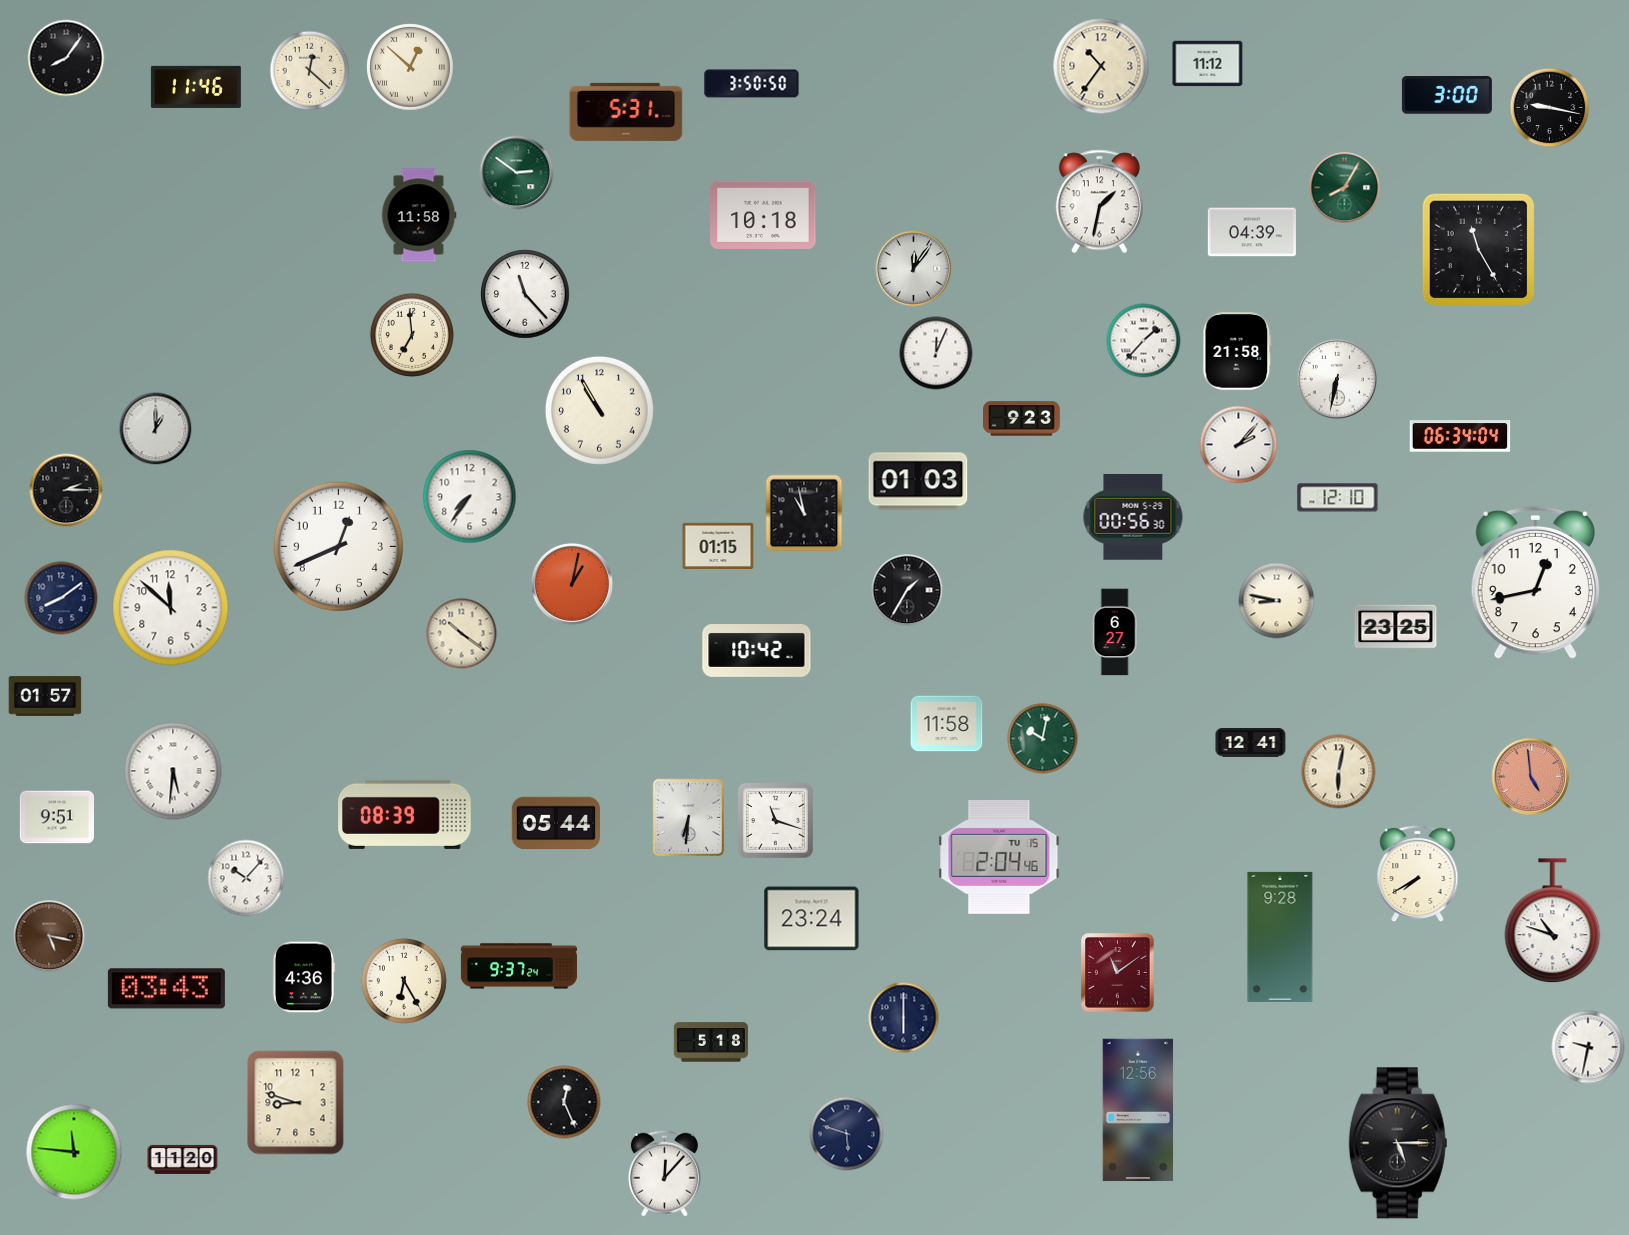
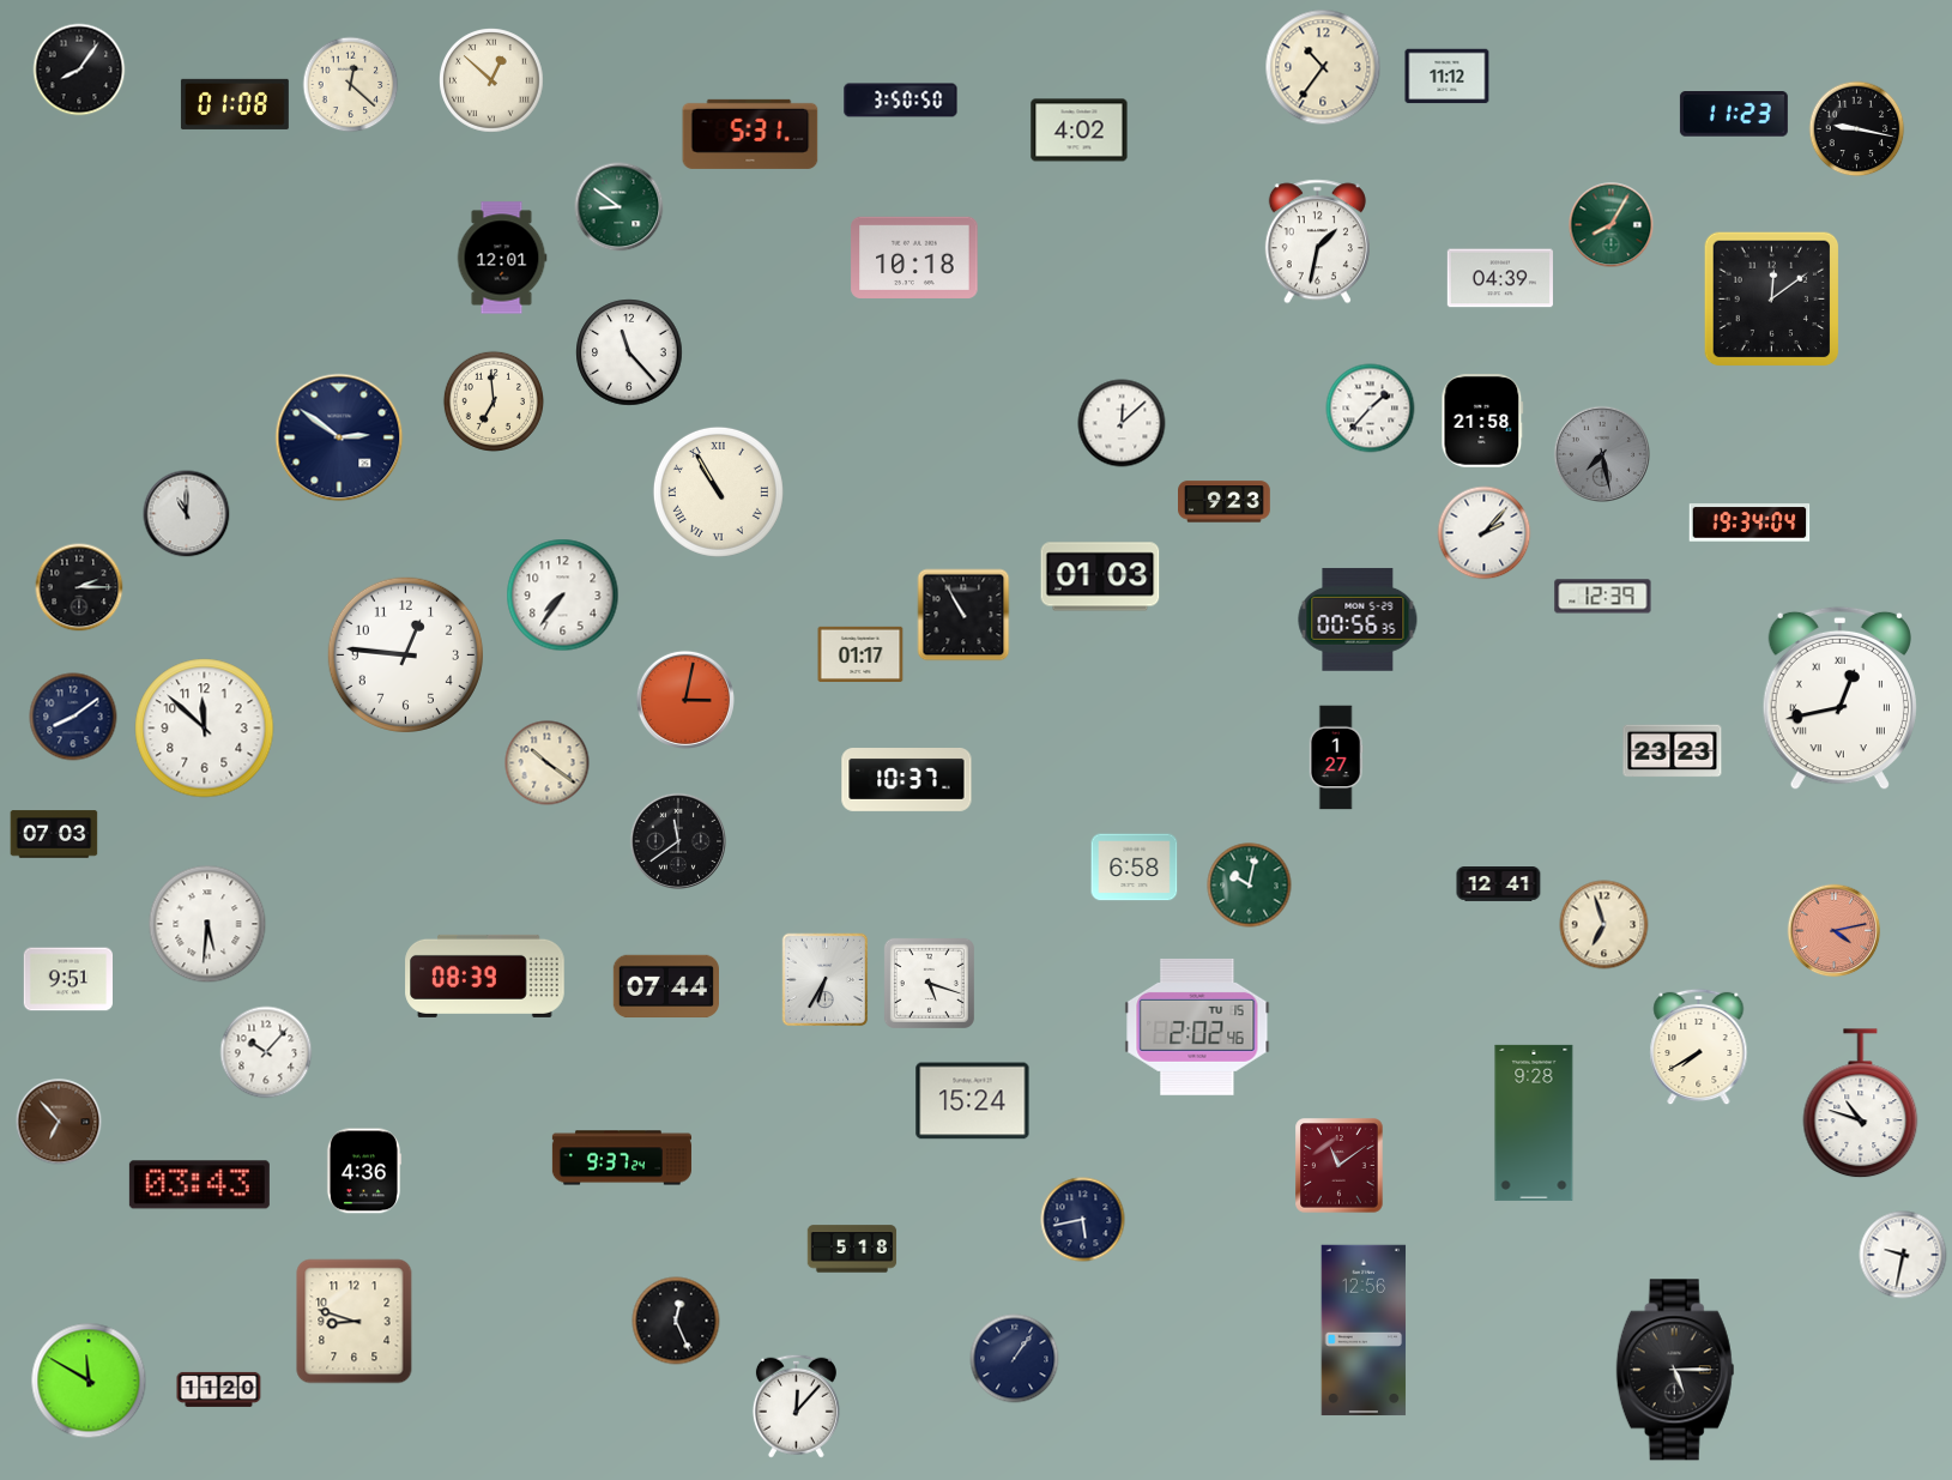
clock at (1101, 66) position: (1101, 66) -> (1323, 67)
clock at (310, 71) position: (310, 71) -> (351, 85)
clock at (196, 87): 11:46 -> 01:08
clock at (1447, 95): 3:00 -> 11:23
clock at (1080, 131): none -> 4:02
clock at (517, 173): 2:51 -> 8:51
clock at (419, 215): 11:58 -> 12:01
clock at (1479, 250): 11:25 -> 12:09
clock at (914, 269): 12:06 -> none
clock at (936, 353): 12:04 -> 12:08
clock at (339, 437): none -> 2:51
clock at (1336, 378): 6:32 -> 7:28
clock at (1336, 378) dial: white -> grey
clock at (599, 410) numerals: Arabic -> Roman
clock at (156, 429): 1:00 -> 11:00
clock at (1460, 436): 06:34 -> 19:34
clock at (1338, 498): 12:10 -> 12:39
clock at (804, 513): 10:58 -> 10:55
clock at (1133, 517): 00:56:30 -> 00:56:35
clock at (718, 545): 01:15 -> 01:17
clock at (338, 546): 12:41 -> 12:46
clock at (1535, 583) numerals: Arabic -> Roman
clock at (572, 584): 1:02 -> 3:02
clock at (907, 590): 1:35 -> none
clock at (1277, 601): 8:47 -> none
clock at (1396, 627): 23:25 -> 23:23
clock at (1115, 632): 6:27 -> 1:27
clock at (462, 634) position: (462, 634) -> (548, 763)
clock at (757, 651): 10:42 -> 10:37
clock at (45, 696): 01:57 -> 07:03
clock at (677, 840): none -> 11:39
clock at (947, 724): 11:58 -> 6:58
clock at (1251, 743) position: (1251, 743) -> (1499, 884)
clock at (1339, 772): 6:02 -> 6:57
clock at (1531, 777): 4:59 -> 4:13
clock at (689, 818): 6:31 -> 6:35
clock at (775, 820): 11:18 -> 5:18
clock at (555, 823): 05:44 -> 07:44
clock at (999, 857): 2:04 -> 2:02
clock at (246, 878) position: (246, 878) -> (266, 1052)
clock at (812, 919): 23:24 -> 15:24
clock at (49, 936): 5:17 -> 6:53
clock at (404, 981): 6:25 -> none
clock at (904, 1018): 6:00 -> 5:43
clock at (847, 1134): 5:48 -> 1:06
clock at (74, 1152): 11:46 -> 11:50
